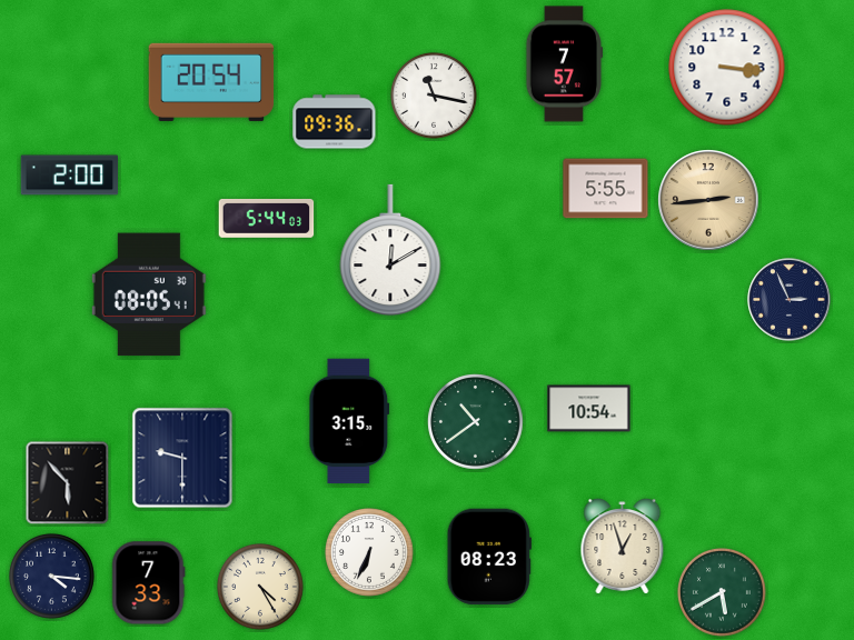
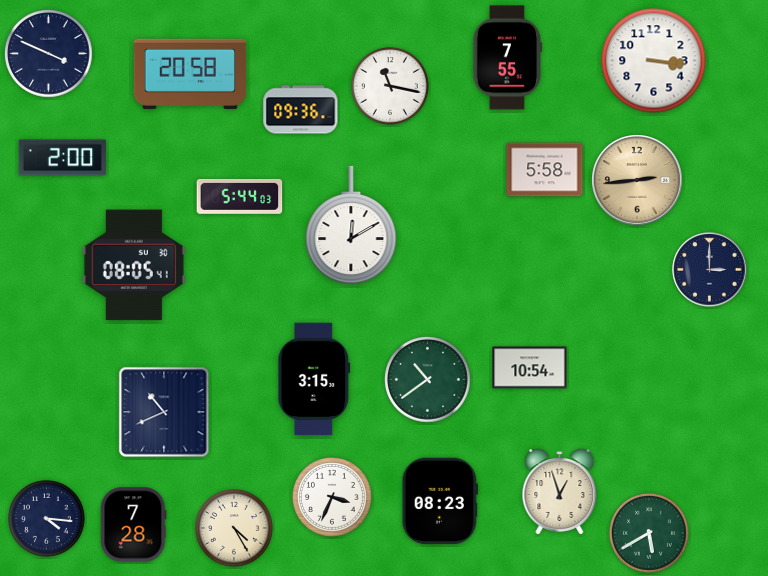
clock at (49, 54): none -> 3:49
clock at (565, 64): 7:57 -> 7:55
clock at (211, 82): 20:54 -> 20:58
clock at (606, 189): 5:55 -> 5:58
clock at (790, 300): 2:56 -> 3:00
clock at (182, 458): 9:30 -> 10:41
clock at (68, 483): 5:53 -> none
clock at (370, 553): 6:34 -> 3:34
clock at (149, 583): 7:33 -> 7:28
